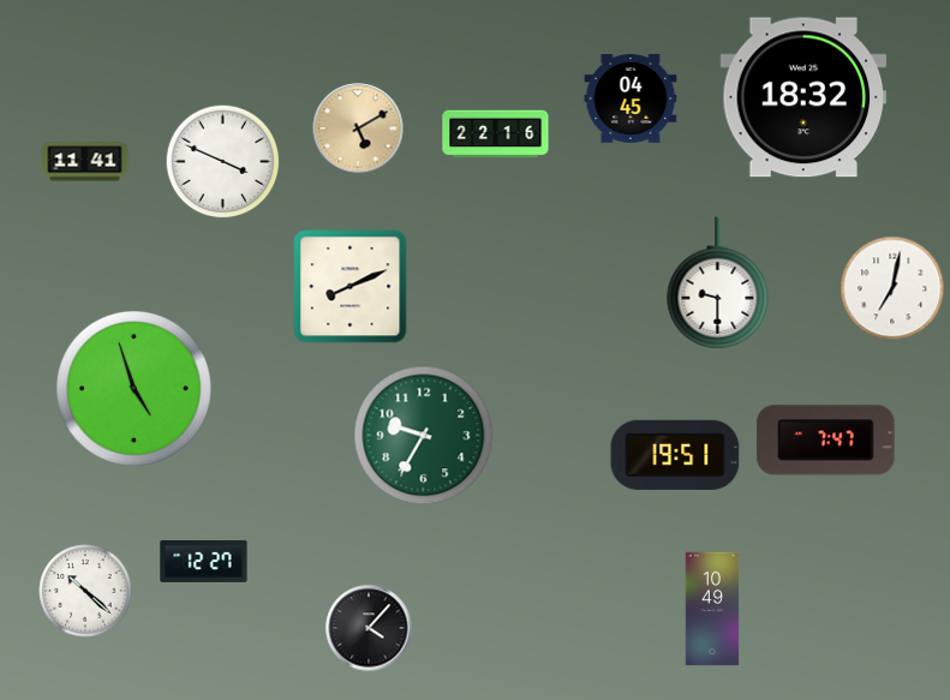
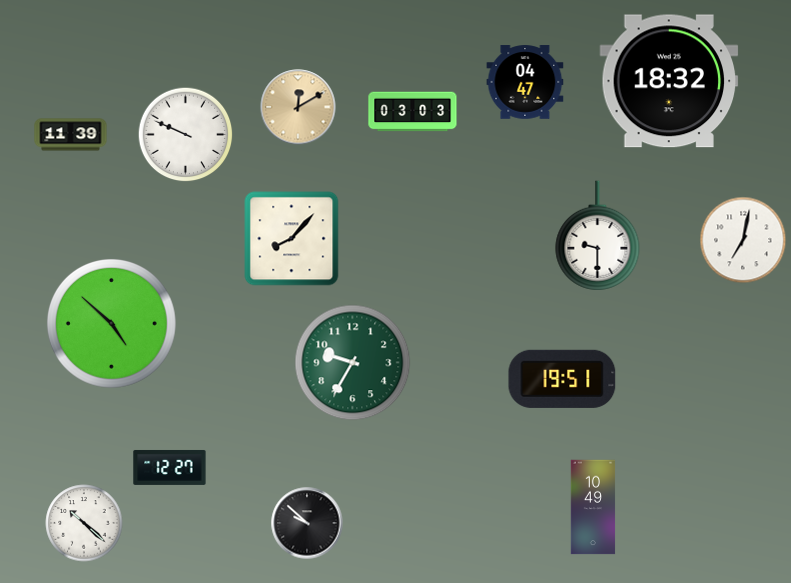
clock at (631, 98): 04:45 -> 04:47
clock at (358, 128): 5:10 -> 12:10
clock at (496, 134): 22:16 -> 03:03
clock at (85, 162): 11:41 -> 11:39
clock at (223, 162): 3:49 -> 9:49
clock at (351, 287): 8:11 -> 8:07
clock at (133, 388): 4:57 -> 4:52
clock at (826, 441): 7:47 -> none
clock at (85, 591) position: (85, 591) -> (84, 523)
clock at (369, 628): 4:07 -> 9:52
